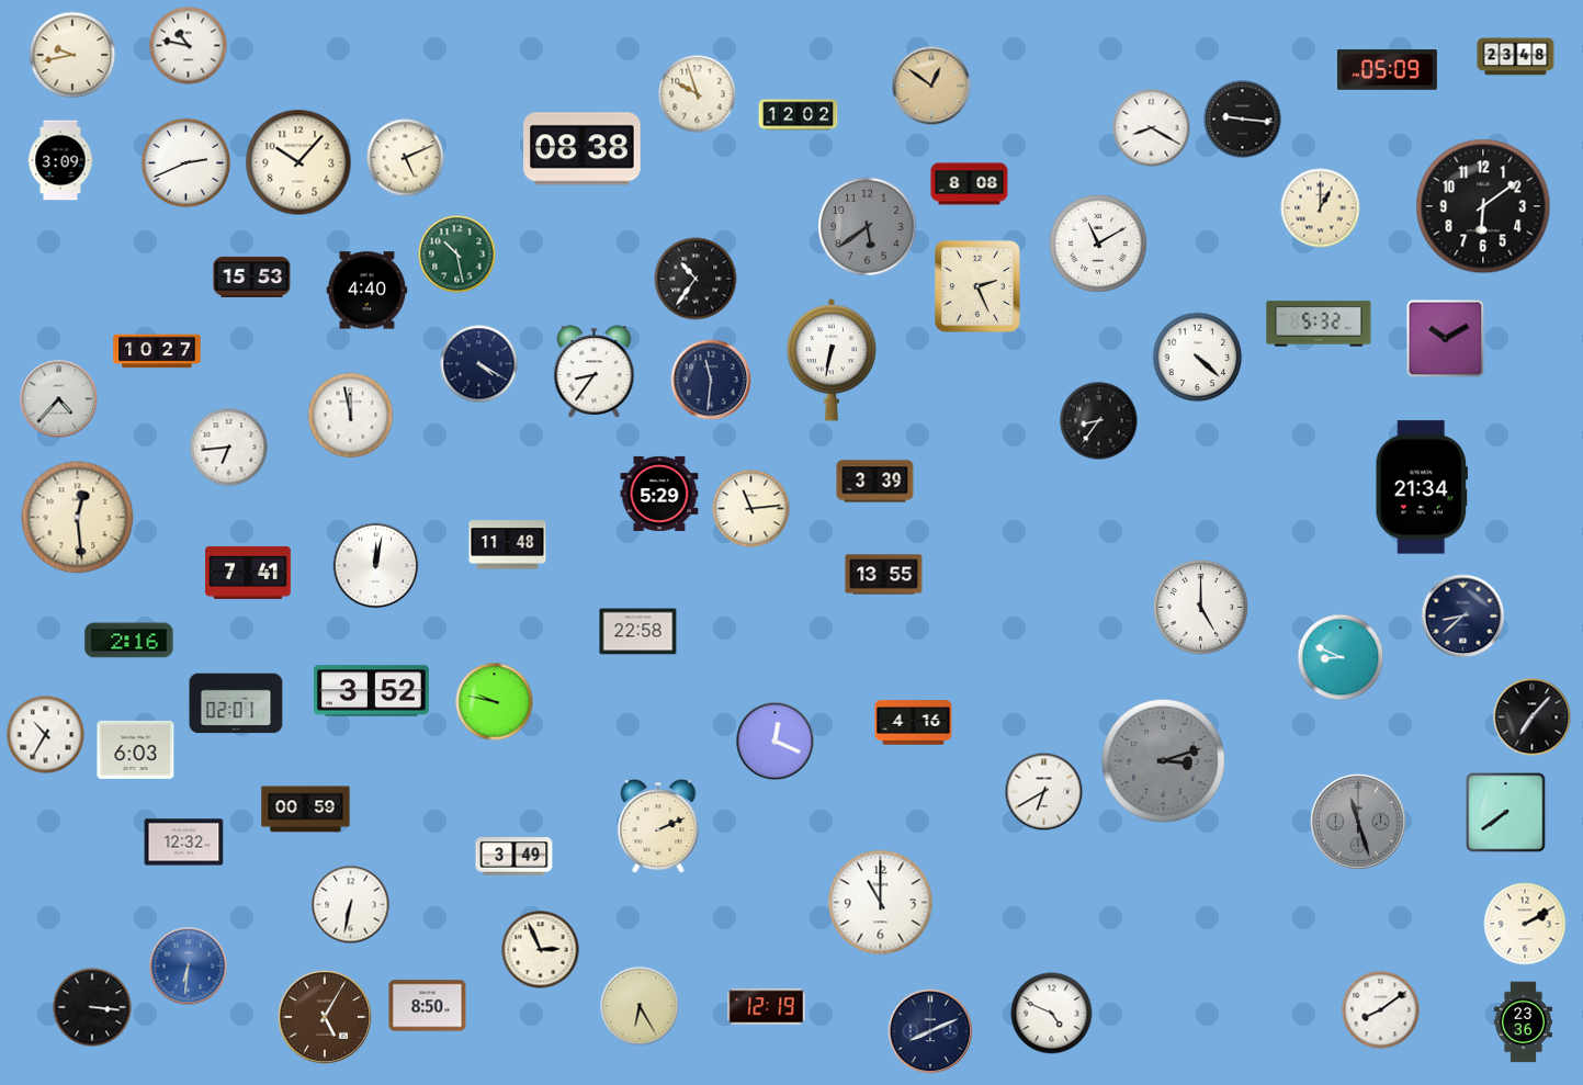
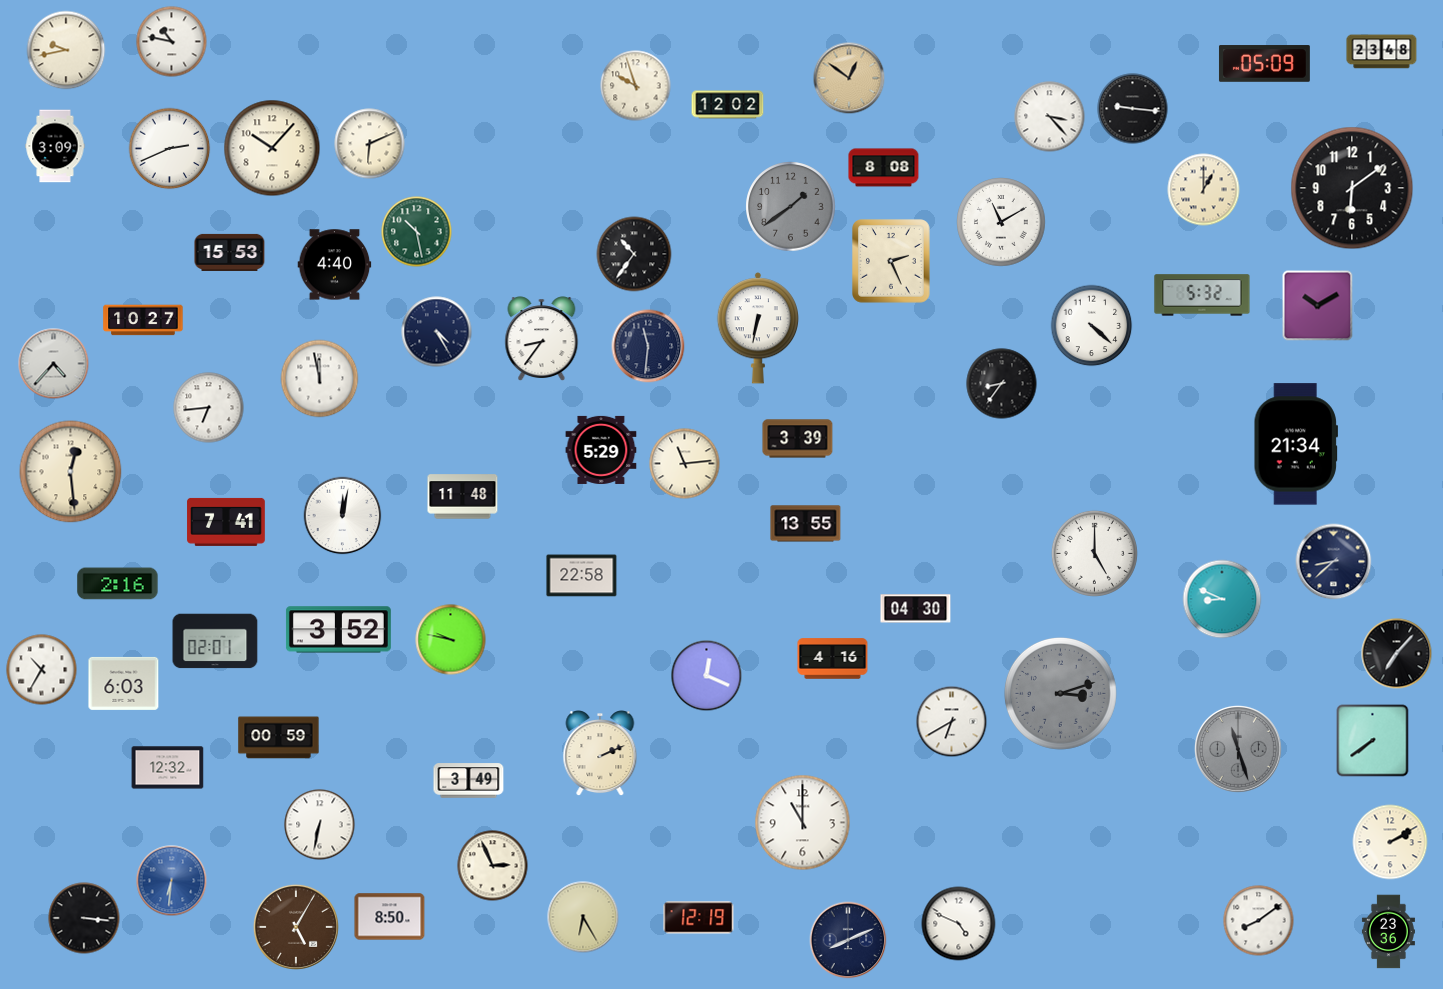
clock at (1152, 128): 8:20 -> 3:23
clock at (583, 149): 08:38 -> none
clock at (406, 158): 5:11 -> 6:11
clock at (868, 227): 5:39 -> 1:39
clock at (1446, 339) position: (1446, 339) -> (1318, 306)
clock at (479, 364): 4:20 -> 4:25
clock at (916, 609): none -> 04:30
